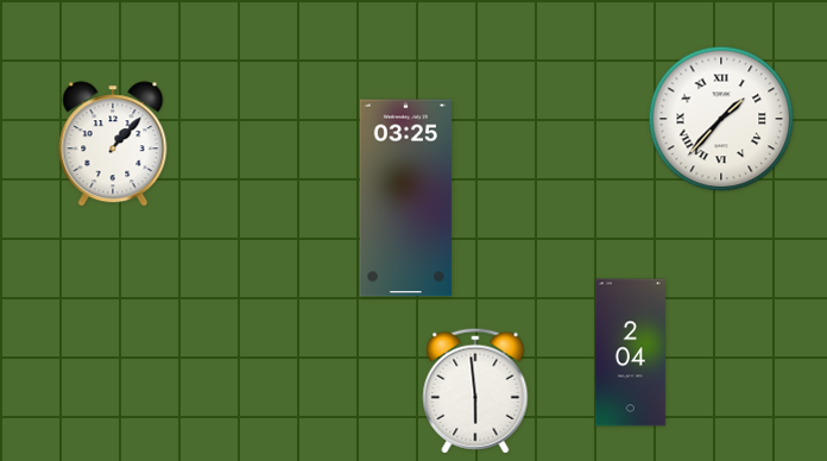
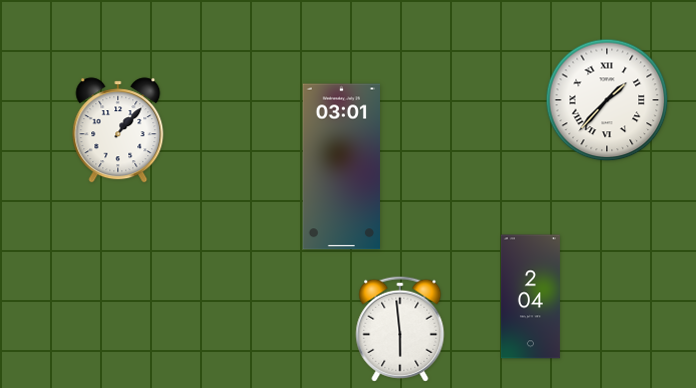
clock at (113, 144) position: (113, 144) -> (118, 130)
clock at (405, 198): 03:25 -> 03:01
